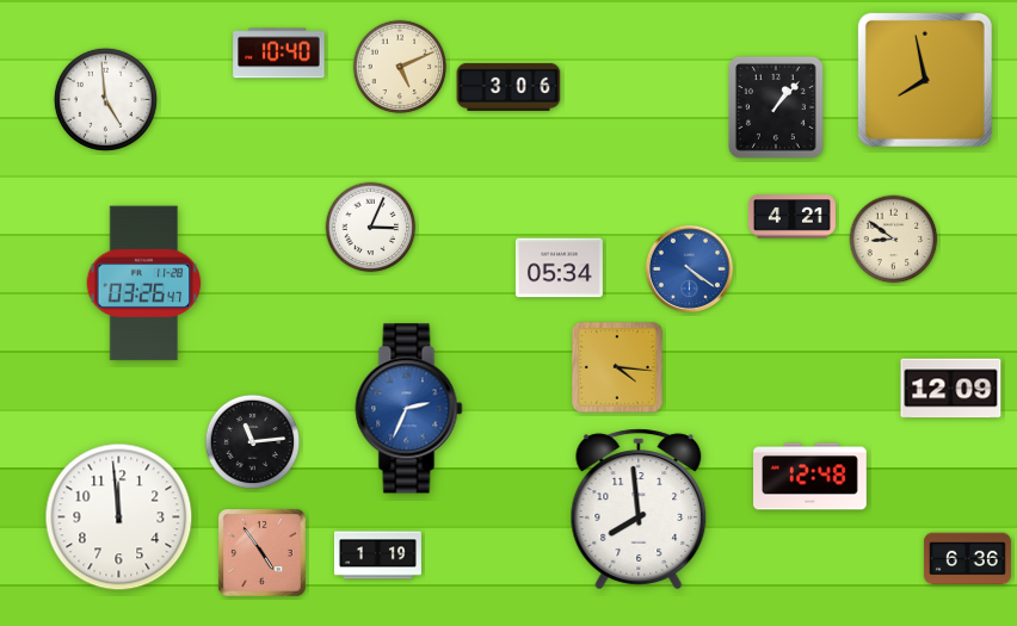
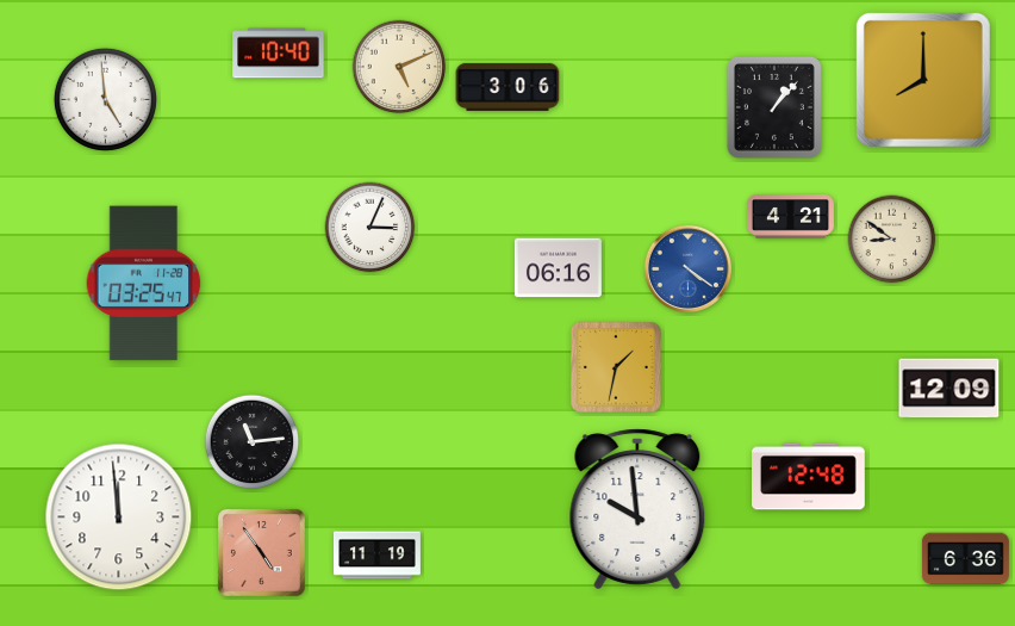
clock at (925, 80): 7:58 -> 8:00
clock at (559, 268): 05:34 -> 06:16
clock at (144, 284): 03:26 -> 03:25
clock at (617, 367): 4:16 -> 1:32
clock at (409, 409): 2:34 -> none
clock at (639, 509): 7:59 -> 9:59
clock at (377, 556): 1:19 -> 11:19
